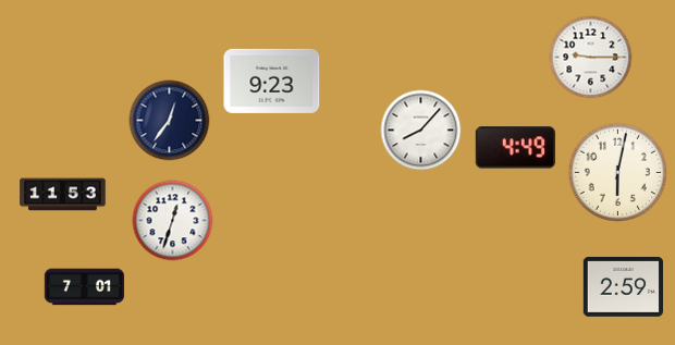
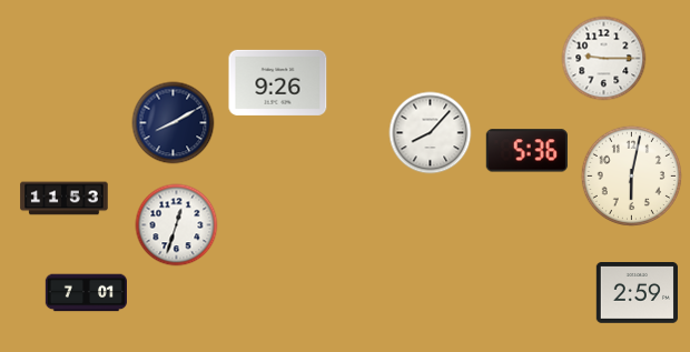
clock at (272, 81): 9:23 -> 9:26
clock at (170, 121): 12:36 -> 8:10
clock at (515, 148): 4:49 -> 5:36
